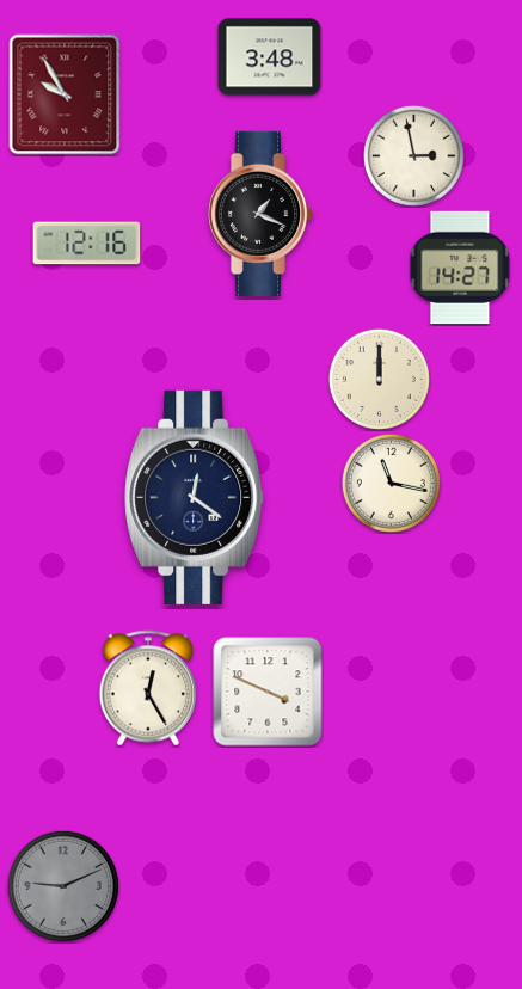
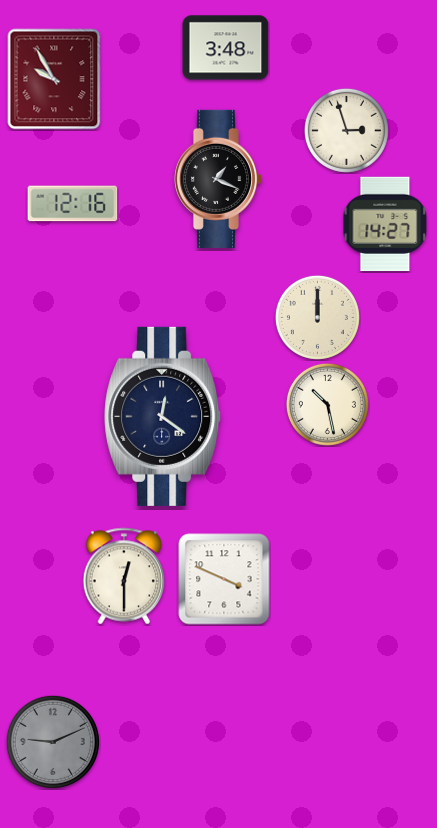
clock at (413, 155): 2:58 -> 2:57
clock at (391, 483): 11:17 -> 10:28
clock at (148, 688): 12:25 -> 12:30
